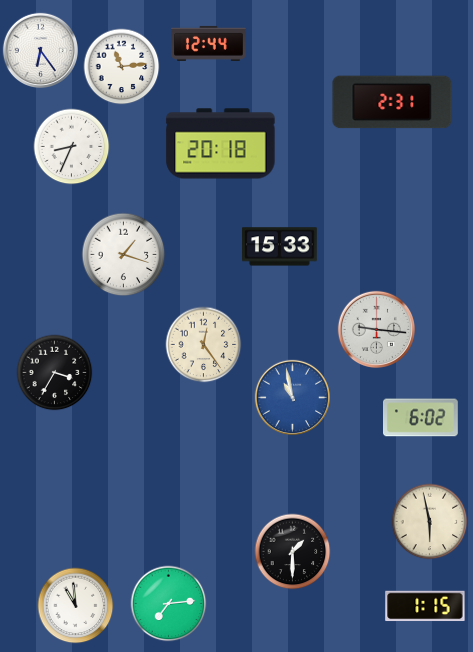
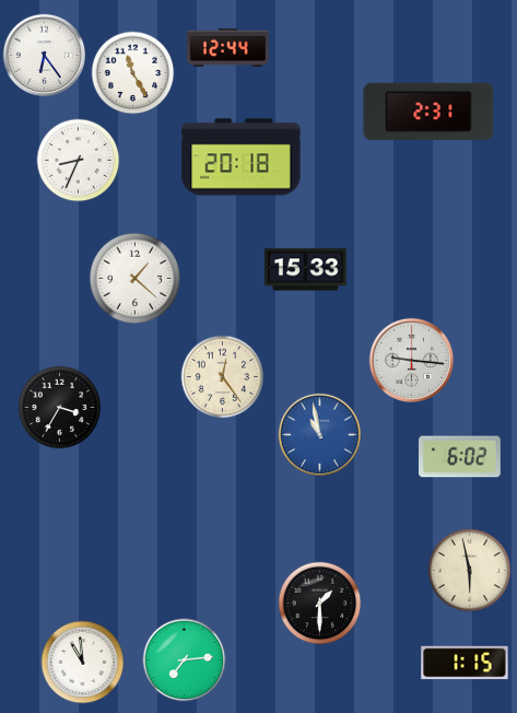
clock at (122, 67): 11:14 -> 11:25
clock at (124, 255): 1:18 -> 1:22
